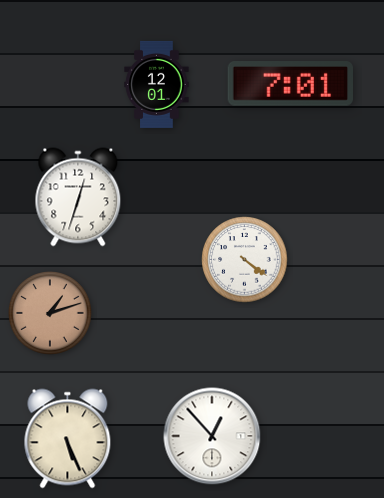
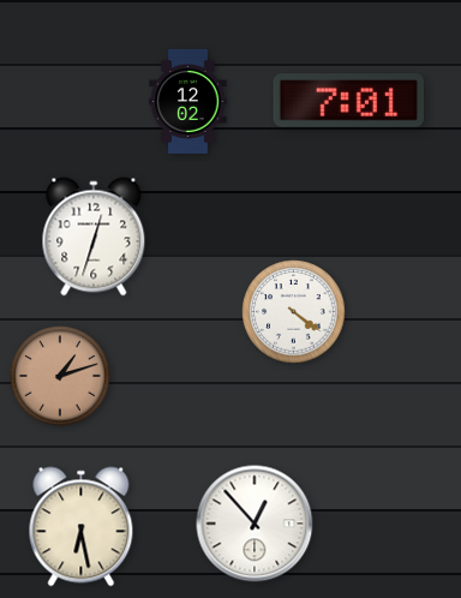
clock at (157, 84): 12:01 -> 12:02
clock at (68, 439): 5:26 -> 6:28
